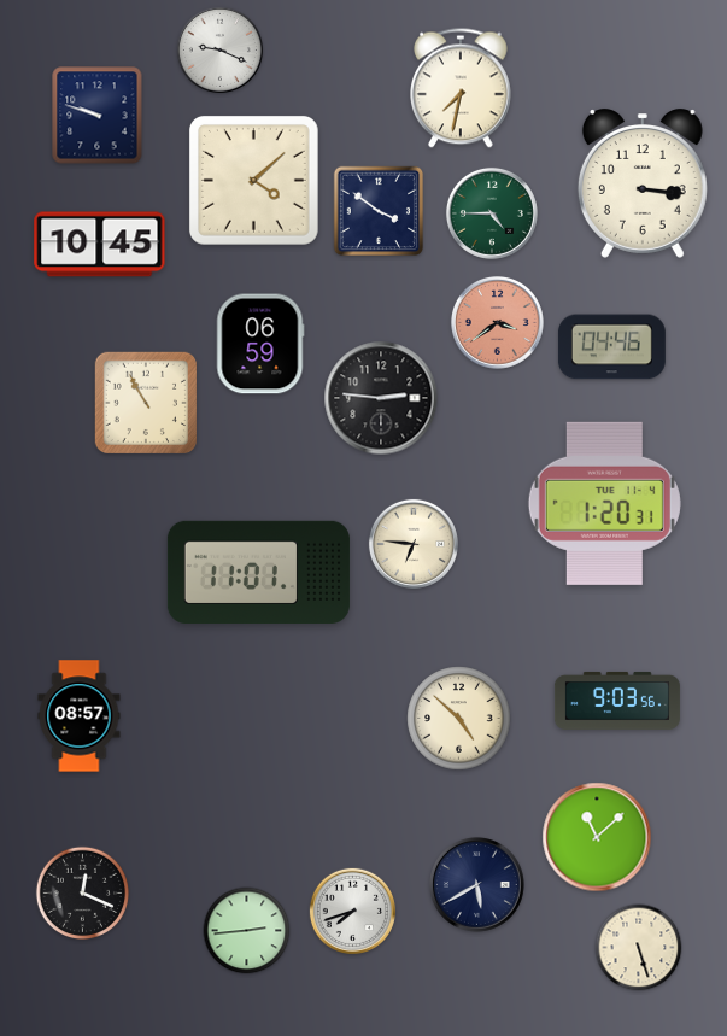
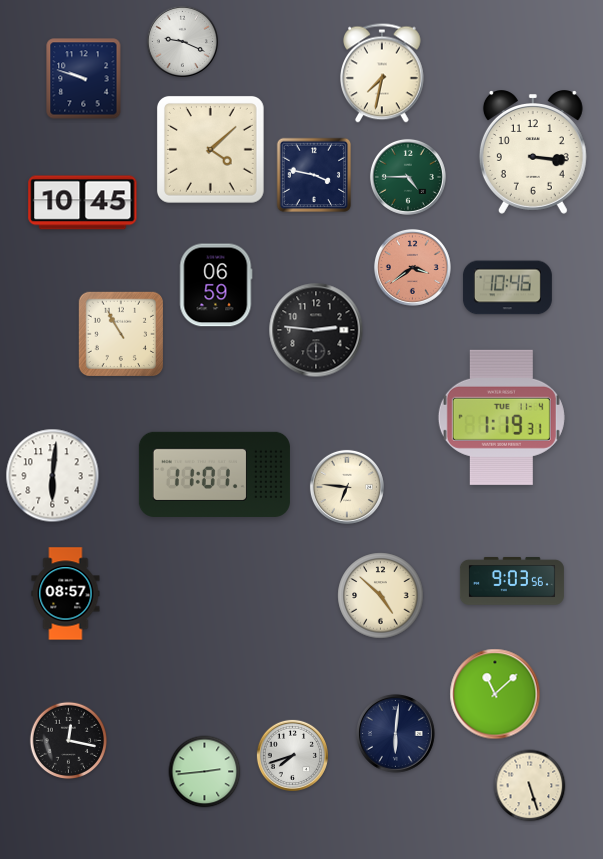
clock at (98, 116) position: (98, 116) -> (84, 79)
clock at (379, 211): 3:51 -> 3:47
clock at (611, 347): 04:46 -> 10:46
clock at (604, 503): 1:20 -> 1:19
clock at (414, 544) position: (414, 544) -> (347, 487)
clock at (53, 476): none -> 6:01
clock at (477, 885): 5:40 -> 6:01
clock at (82, 892): 12:19 -> 12:17
